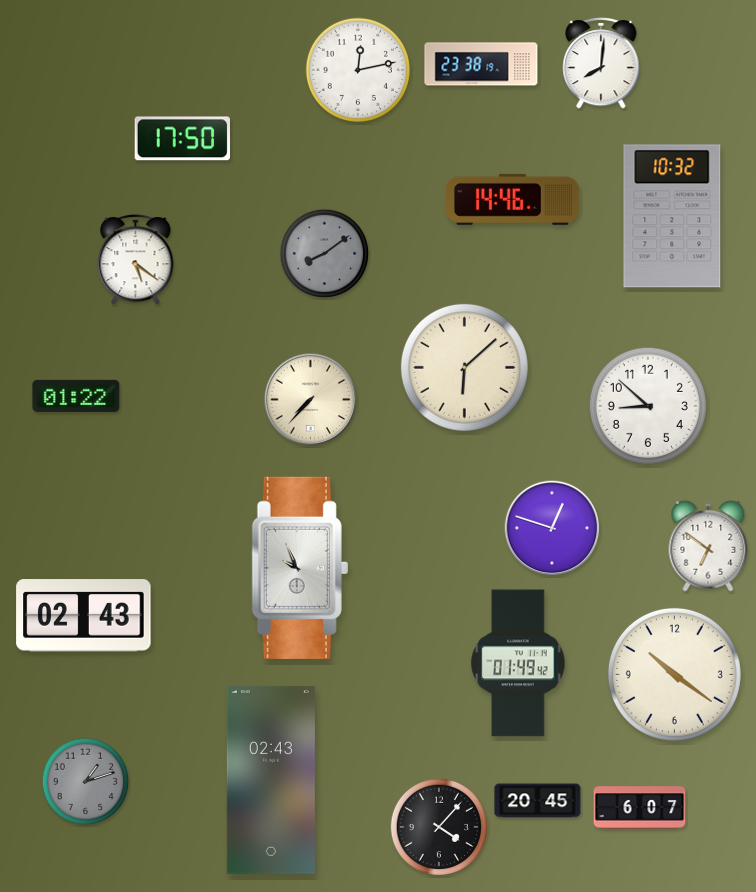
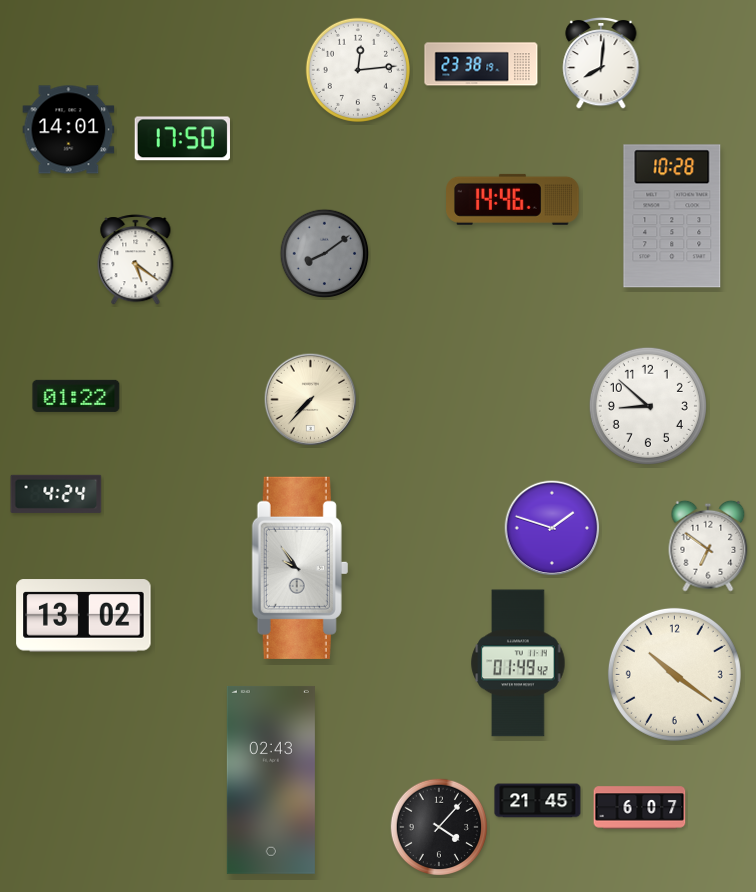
clock at (358, 70): 12:13 -> 12:14
clock at (69, 130): none -> 14:01
clock at (672, 216): 10:32 -> 10:28
clock at (464, 367): 6:08 -> none
clock at (56, 494): none -> 4:24
clock at (552, 528): 12:48 -> 1:48
clock at (300, 568): 9:56 -> 9:54
clock at (84, 616): 02:43 -> 13:02
clock at (86, 782): 1:12 -> none
clock at (538, 801): 20:45 -> 21:45
